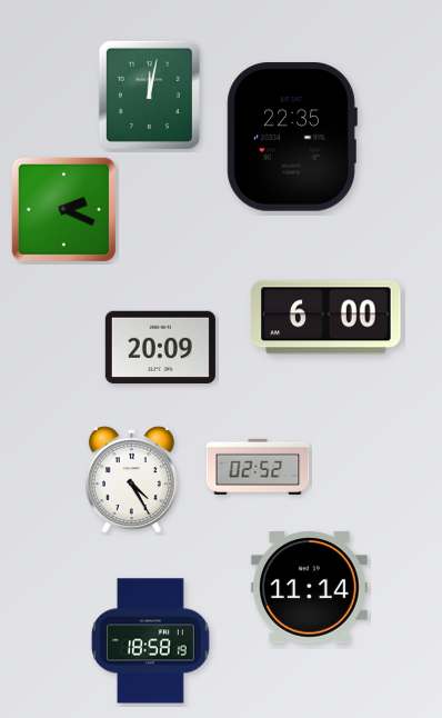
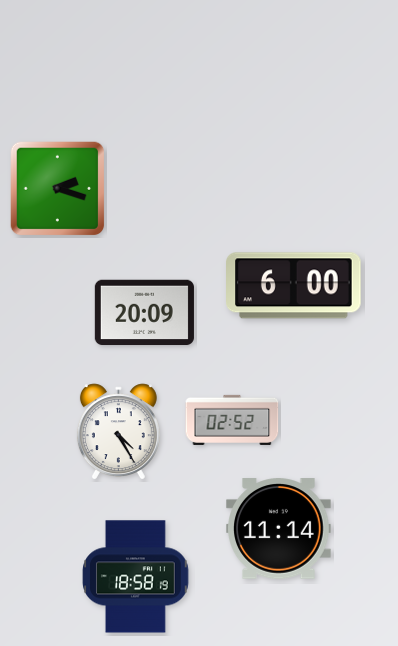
clock at (149, 94): 12:02 -> none
clock at (292, 137): 22:35 -> none
clock at (64, 210): 2:19 -> 2:18
